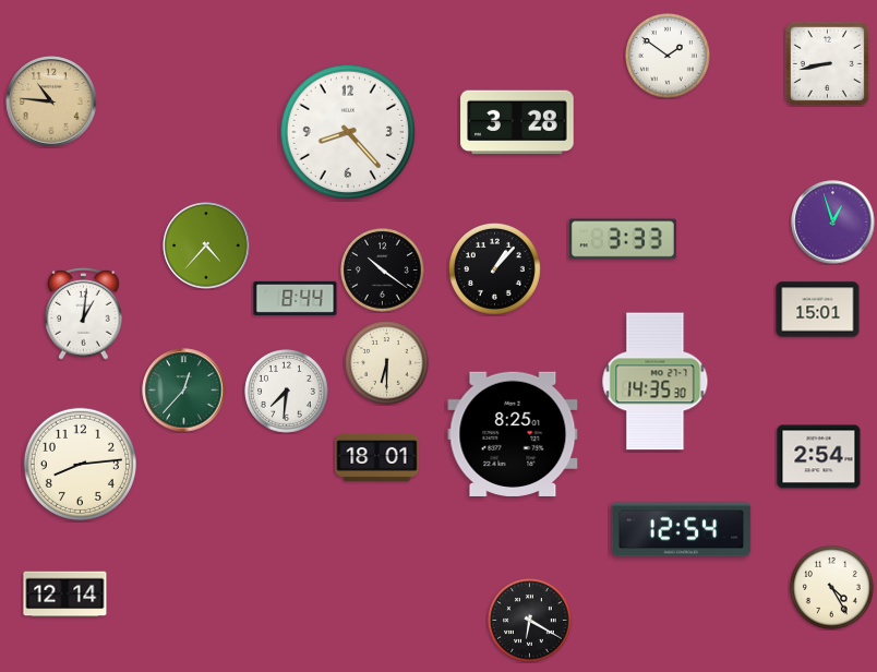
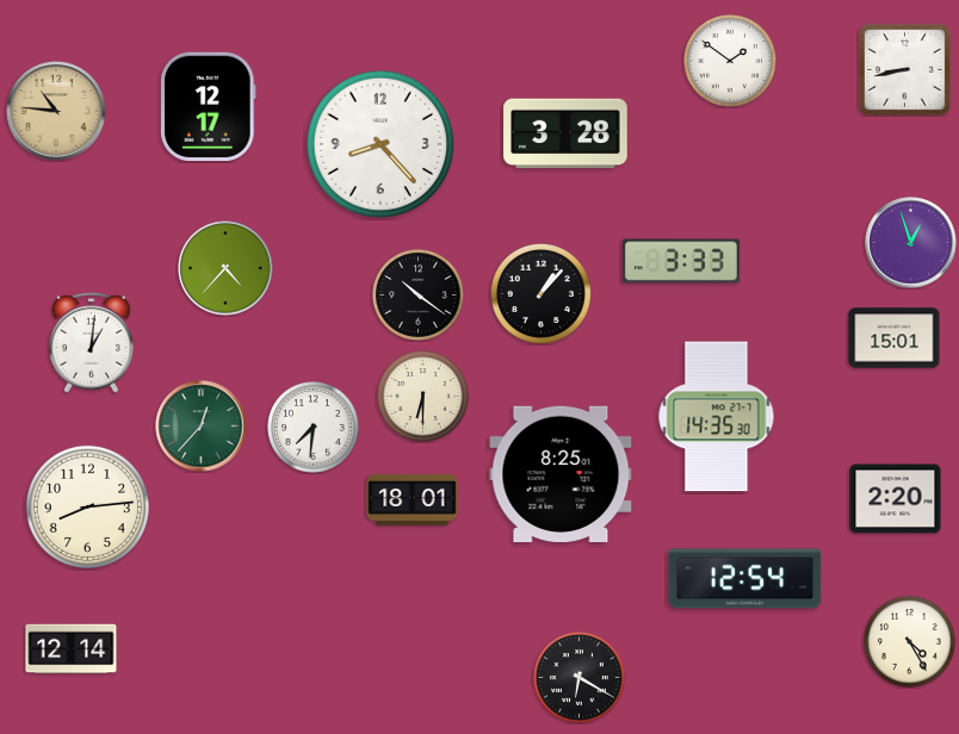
clock at (209, 107): none -> 12:17
clock at (296, 298): 8:44 -> none
clock at (819, 457): 2:54 -> 2:20
